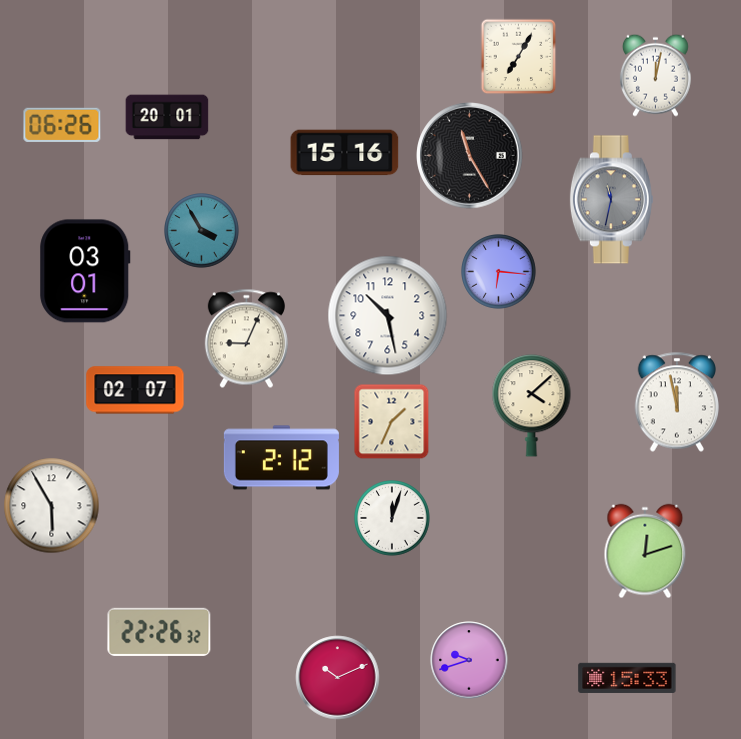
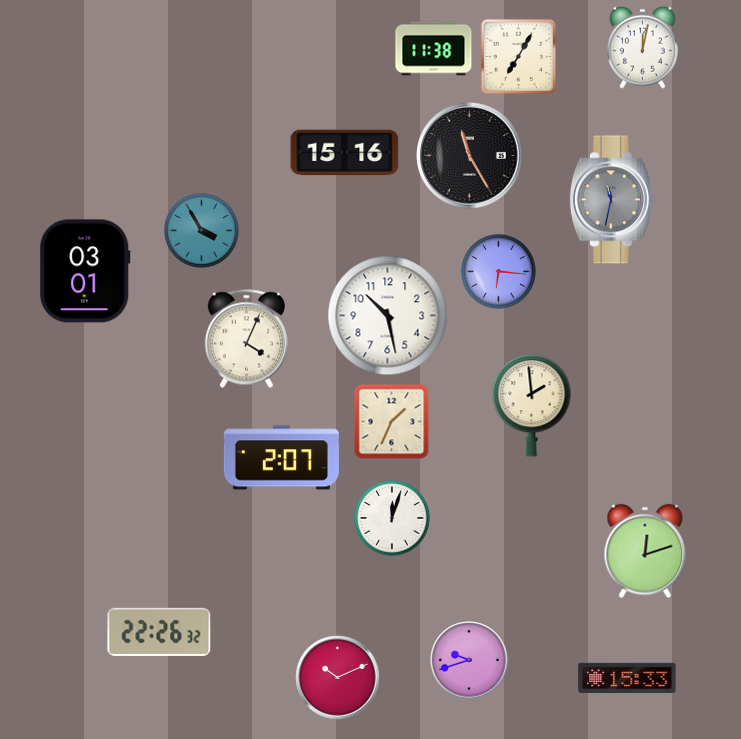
clock at (434, 49): none -> 11:38
clock at (655, 75) position: (655, 75) -> (642, 47)
clock at (167, 117): 20:01 -> none
clock at (62, 125): 06:26 -> none
clock at (246, 339): 9:04 -> 4:04
clock at (135, 390): 02:07 -> none
clock at (676, 402): 11:58 -> none
clock at (532, 406): 4:08 -> 1:59
clock at (281, 458): 2:12 -> 2:07
clock at (52, 506): 5:55 -> none
